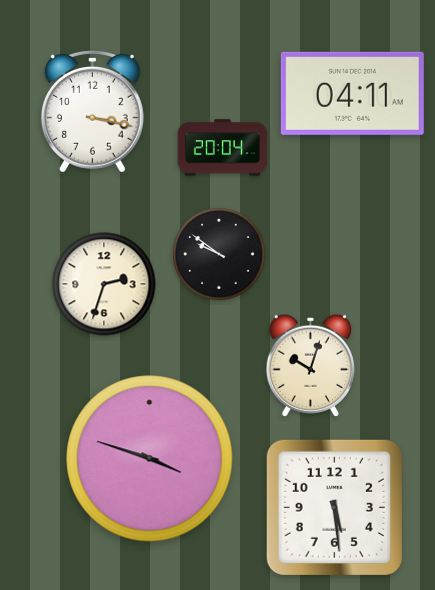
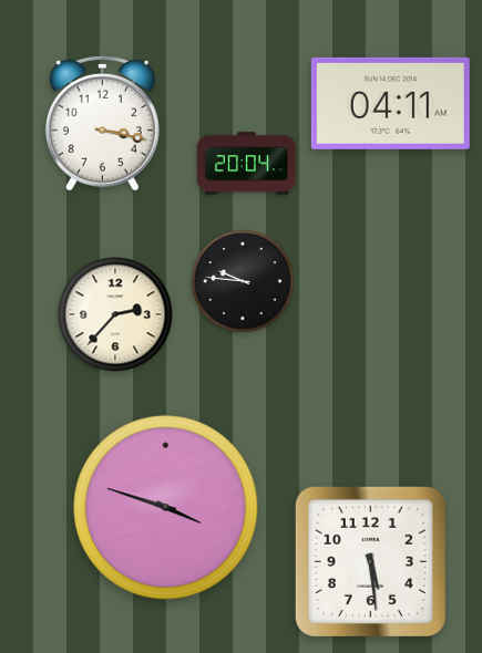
clock at (219, 254): 9:51 -> 9:46
clock at (104, 284): 2:33 -> 2:37
clock at (310, 365): 10:03 -> none
